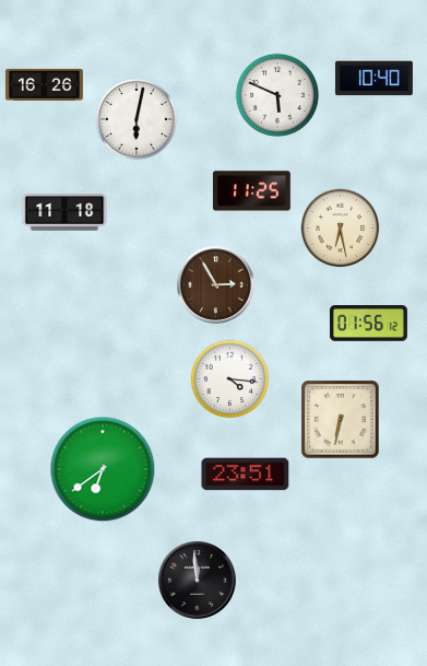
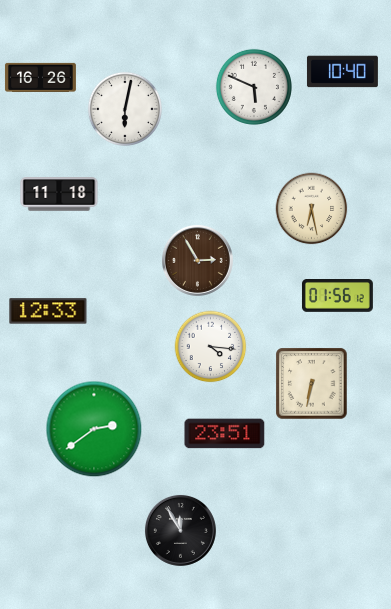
clock at (251, 191): 11:25 -> none
clock at (48, 311): none -> 12:33
clock at (103, 469): 6:39 -> 2:39
clock at (197, 580): 11:59 -> 11:55
